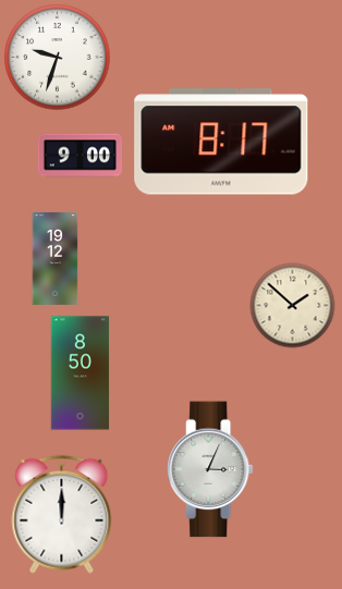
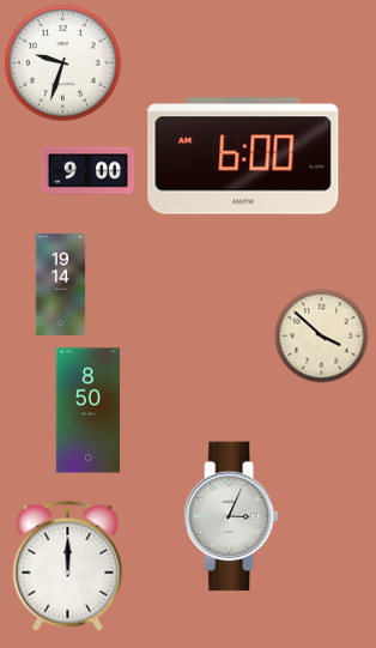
clock at (221, 142): 8:17 -> 6:00
clock at (56, 258): 19:12 -> 19:14
clock at (292, 305): 1:52 -> 3:52
